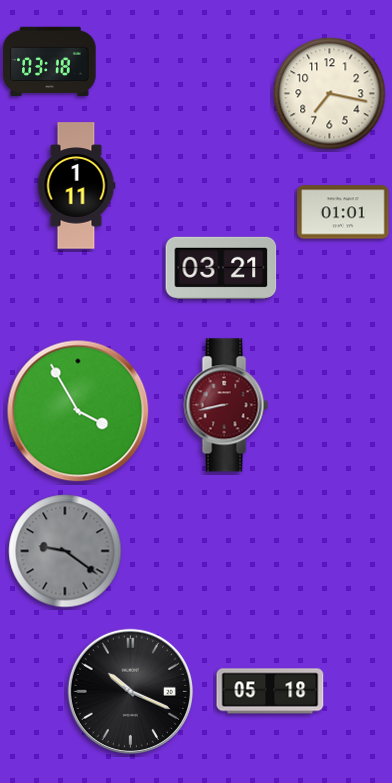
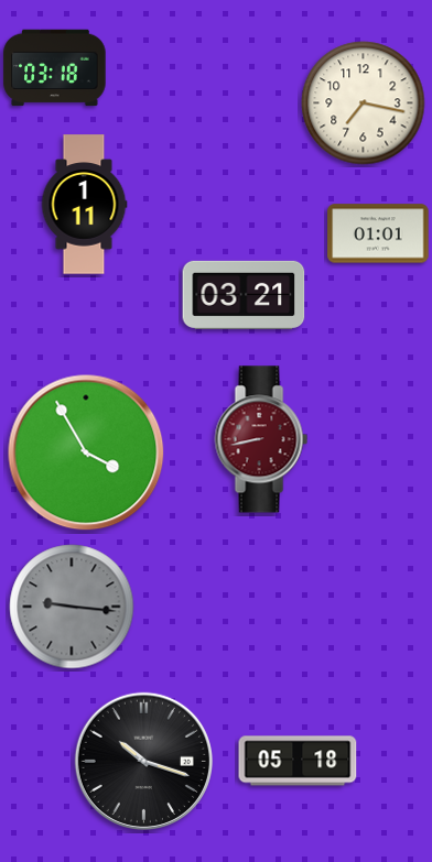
clock at (226, 405) position: (226, 405) -> (261, 439)
clock at (65, 551): 9:21 -> 9:16
clock at (130, 691): 10:19 -> 10:18
